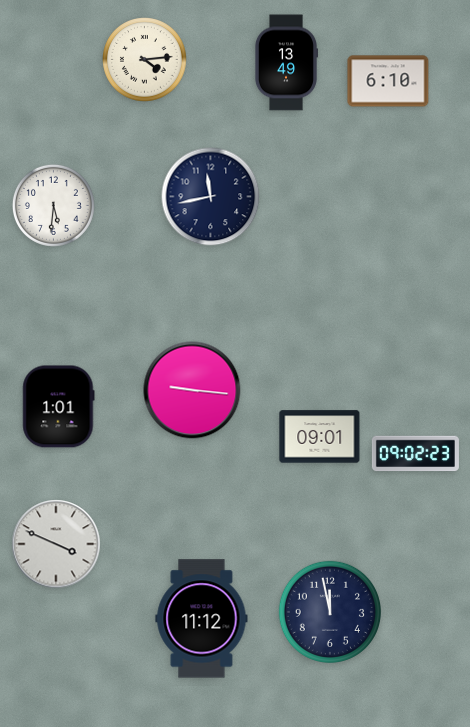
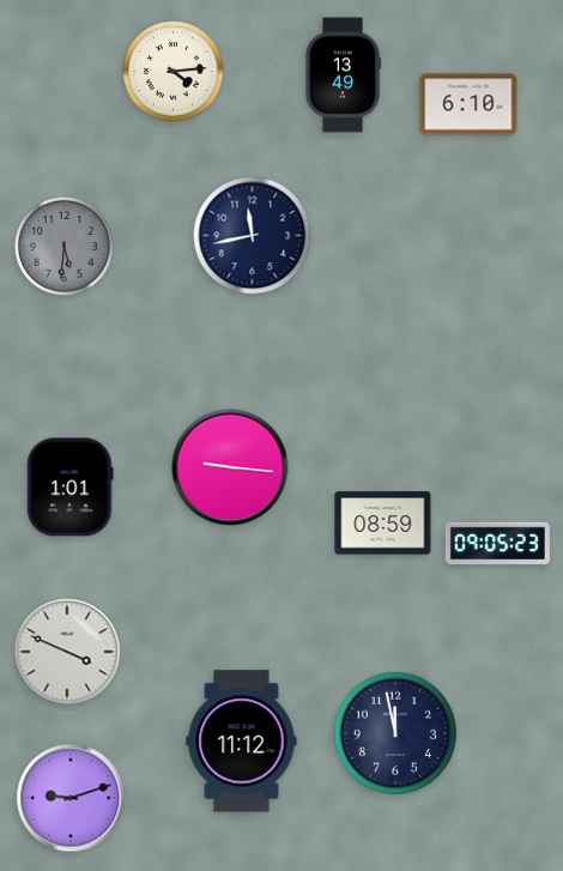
clock at (388, 81) position: (388, 81) -> (468, 104)
clock at (53, 205) dial: white -> grey
clock at (320, 437): 09:01 -> 08:59
clock at (415, 454): 09:02 -> 09:05
clock at (71, 798): none -> 9:12
